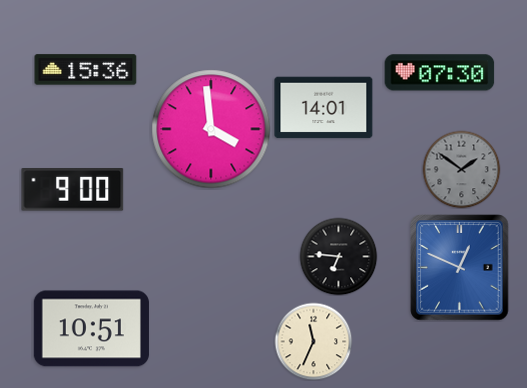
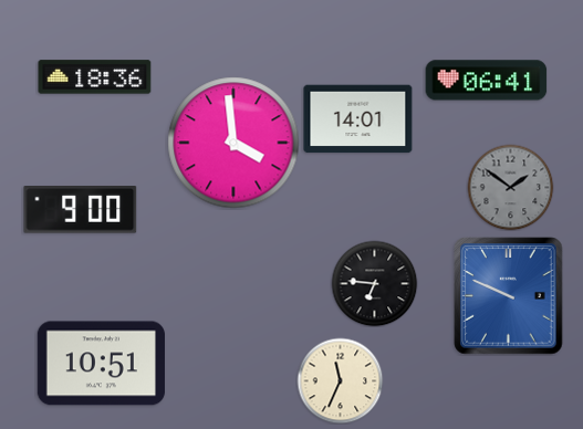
clock at (86, 70): 15:36 -> 18:36
clock at (440, 73): 07:30 -> 06:41
clock at (460, 268): 12:49 -> 9:49
clock at (313, 341) position: (313, 341) -> (340, 380)
